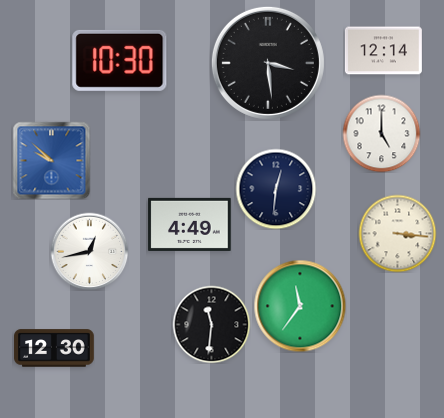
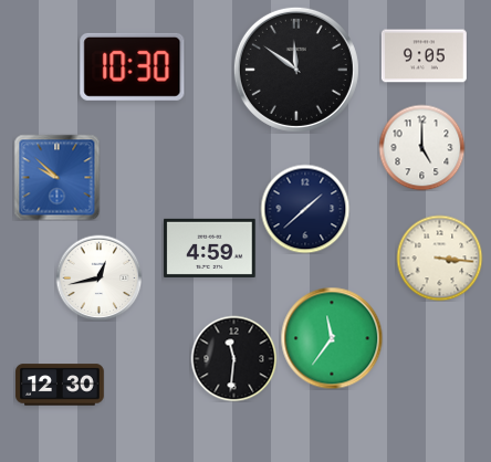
clock at (383, 51): 12:14 -> 9:05
clock at (268, 63): 3:29 -> 11:51
clock at (276, 189): 12:31 -> 1:38
clock at (190, 224): 4:49 -> 4:59
